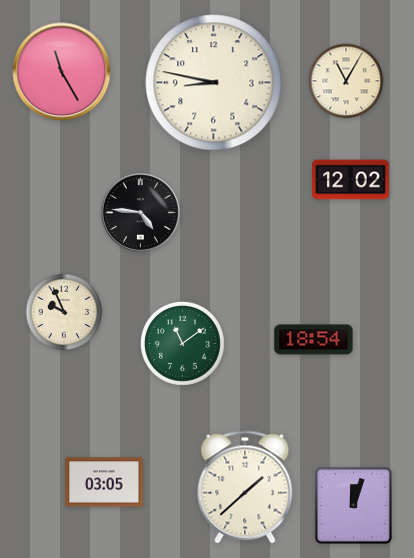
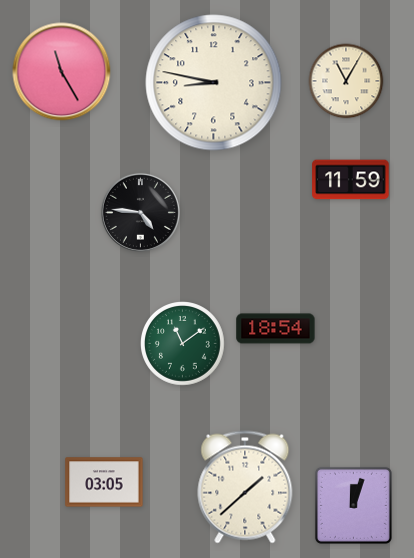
clock at (351, 180): 12:02 -> 11:59
clock at (64, 312): 9:56 -> none
clock at (314, 340) position: (314, 340) -> (276, 329)
